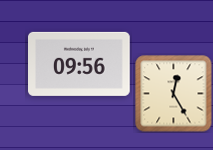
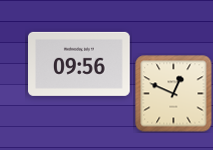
clock at (174, 94): 12:25 -> 12:49
